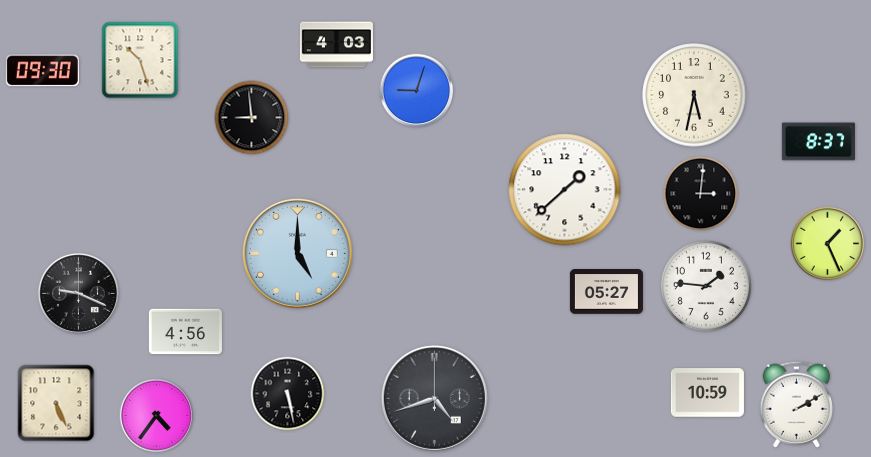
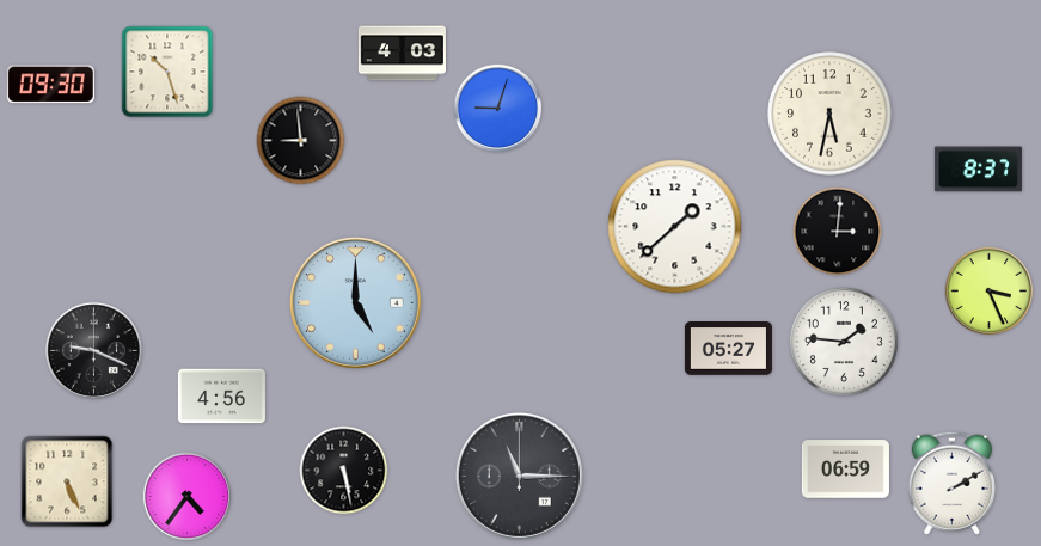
clock at (828, 244): 1:26 -> 3:26
clock at (606, 292) position: (606, 292) -> (728, 349)
clock at (707, 393): 10:59 -> 06:59
clock at (434, 398): 4:42 -> 11:15
